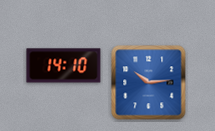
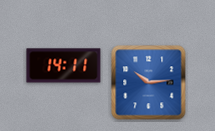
clock at (64, 66): 14:10 -> 14:11
